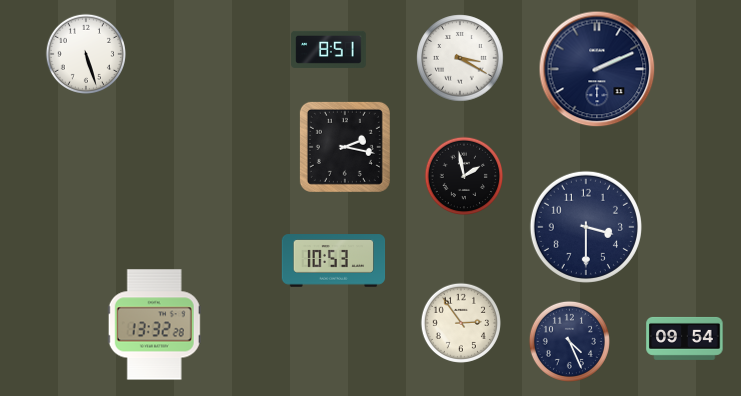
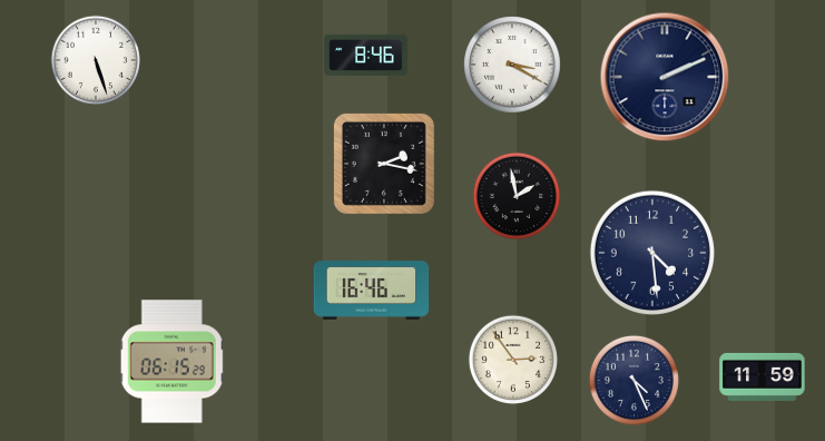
clock at (329, 49): 8:51 -> 8:46
clock at (586, 227): 3:30 -> 4:29
clock at (334, 261): 10:53 -> 16:46
clock at (154, 325): 13:32 -> 06:15
clock at (685, 338): 09:54 -> 11:59
